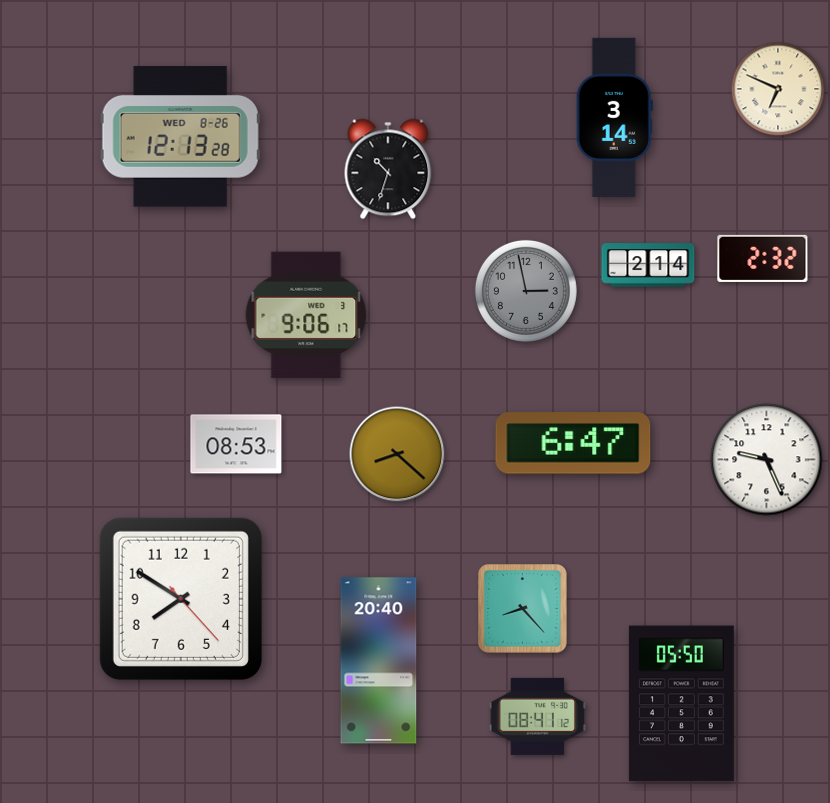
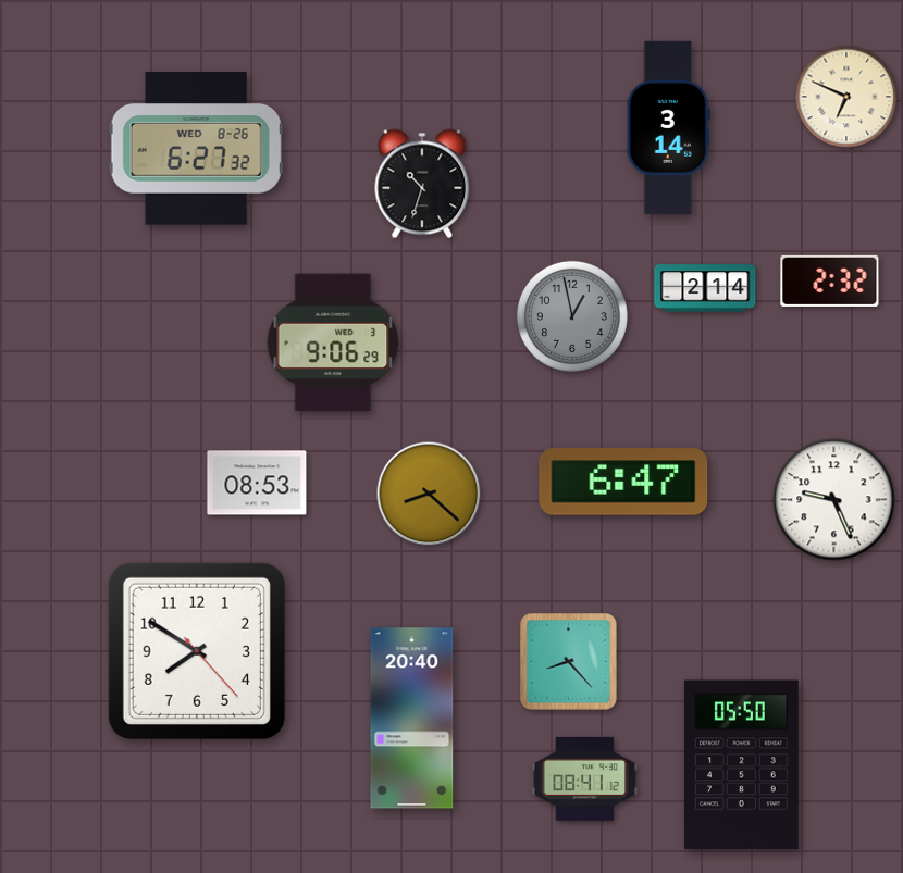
clock at (180, 137): 12:13 -> 6:27
clock at (526, 291): 2:58 -> 12:58
clock at (306, 315): 9:06:17 -> 9:06:29
clock at (397, 454) position: (397, 454) -> (429, 494)
